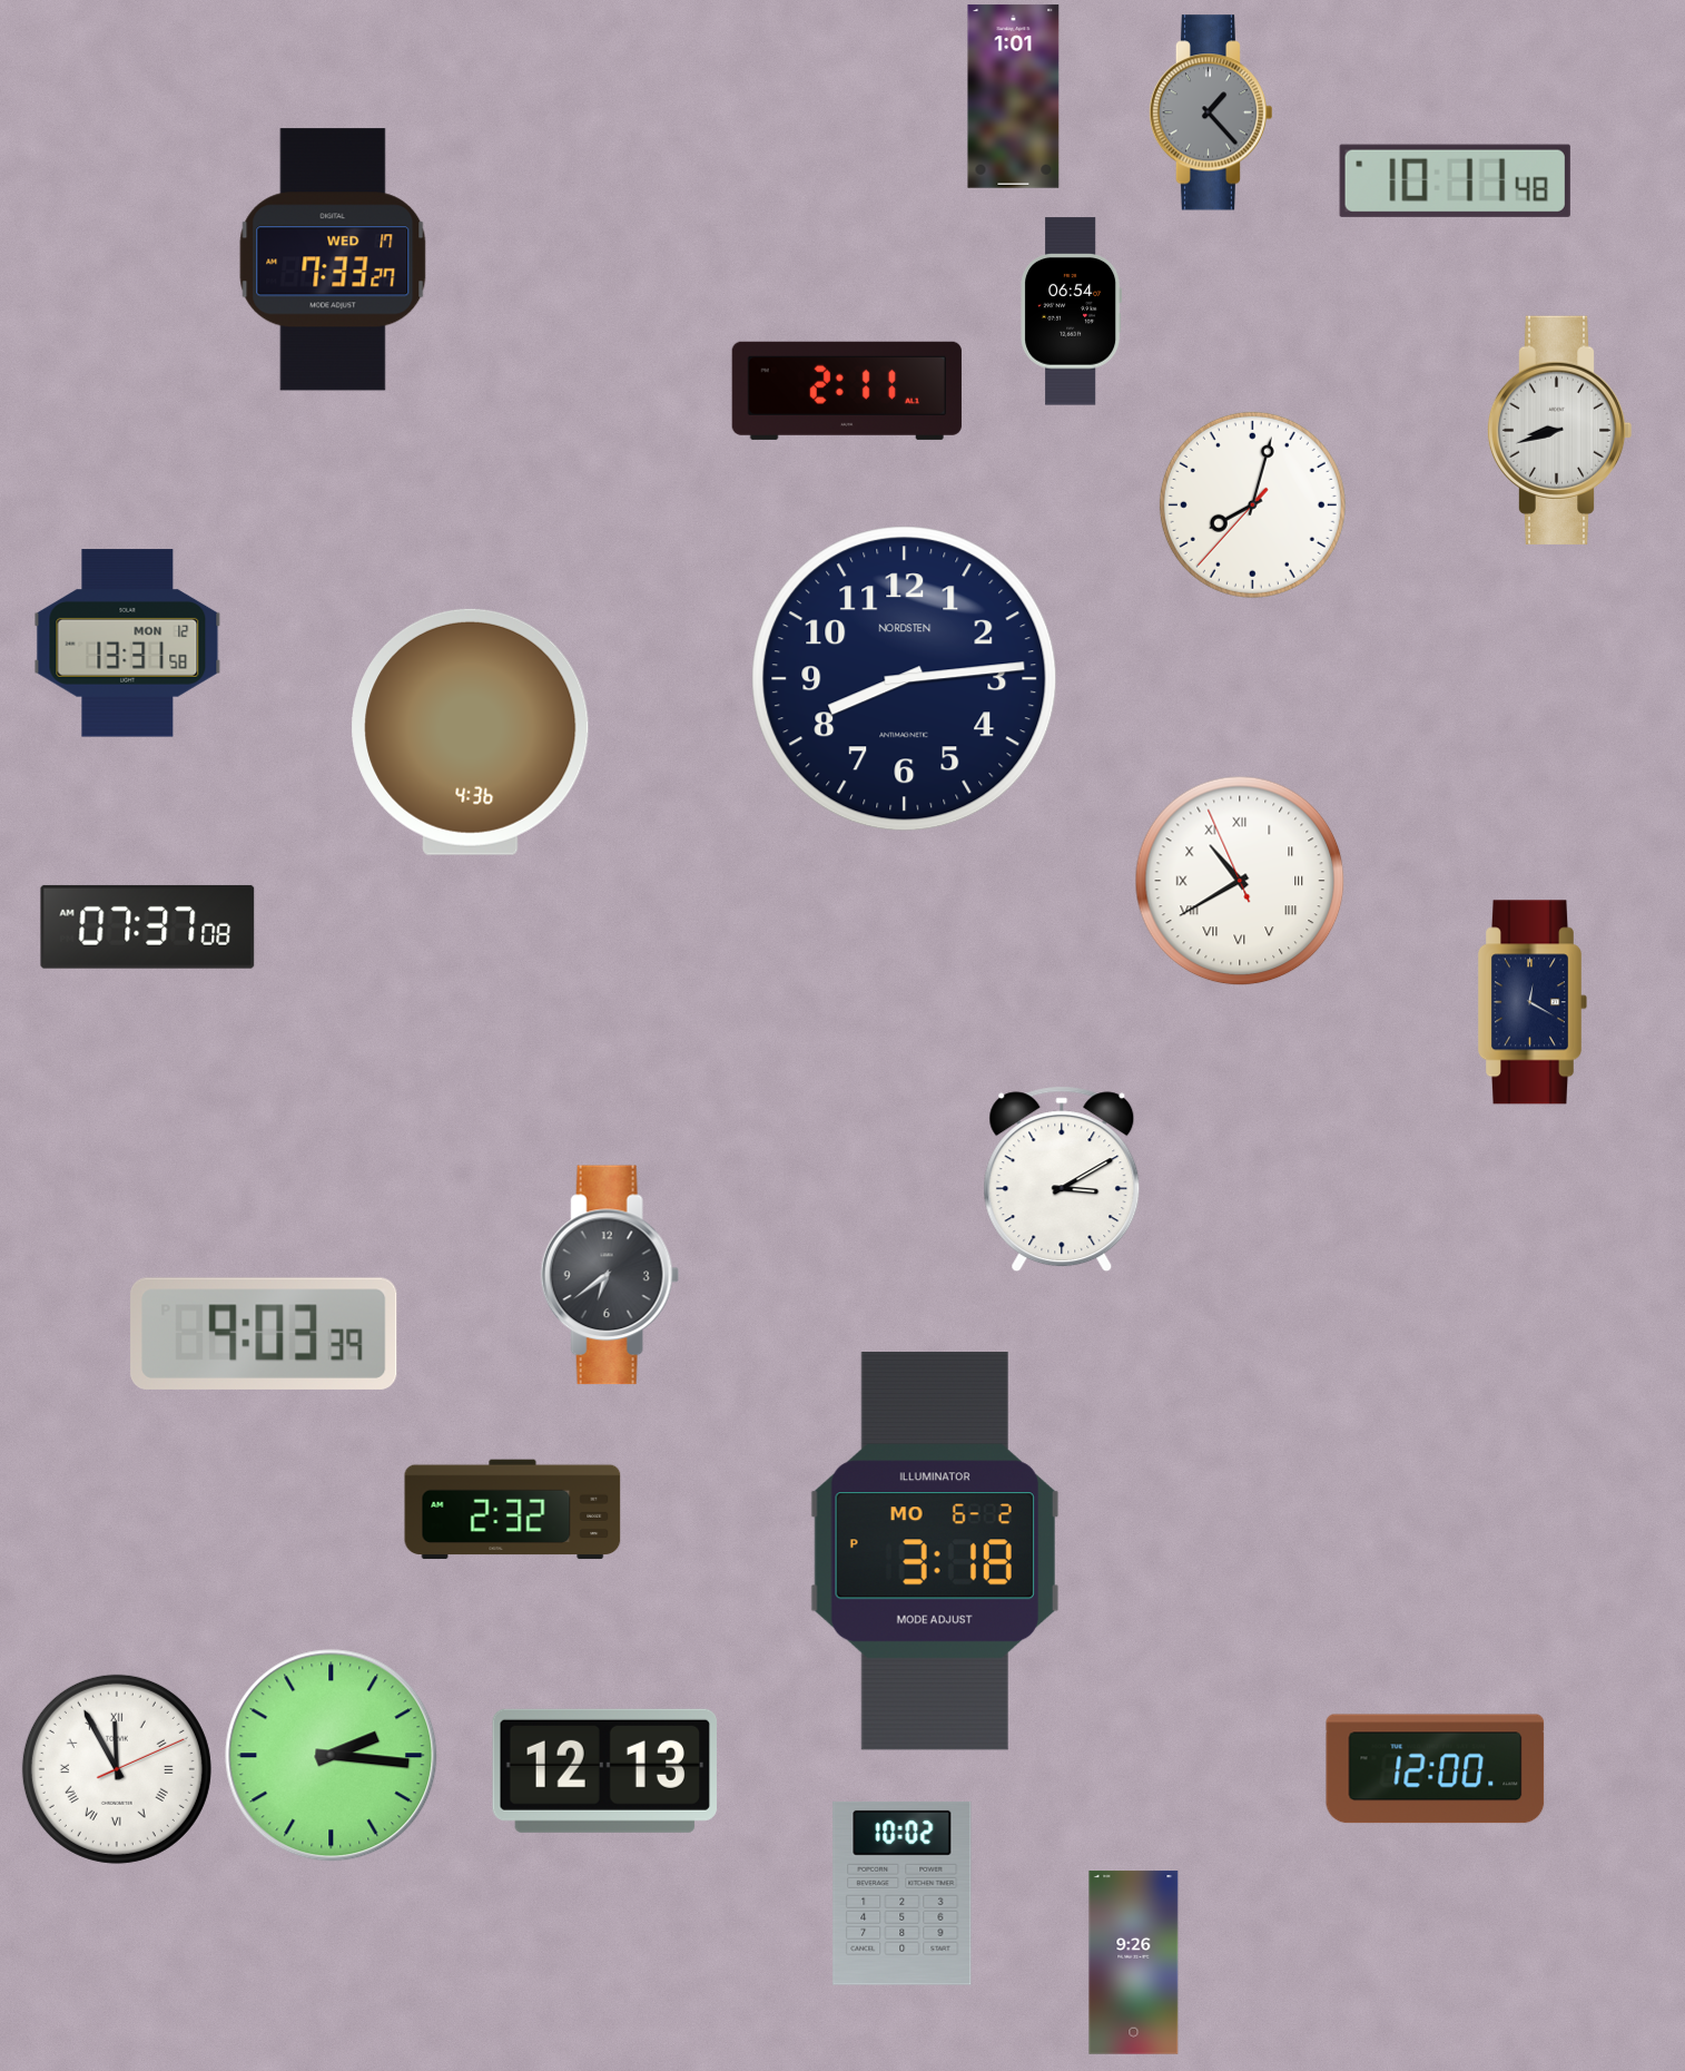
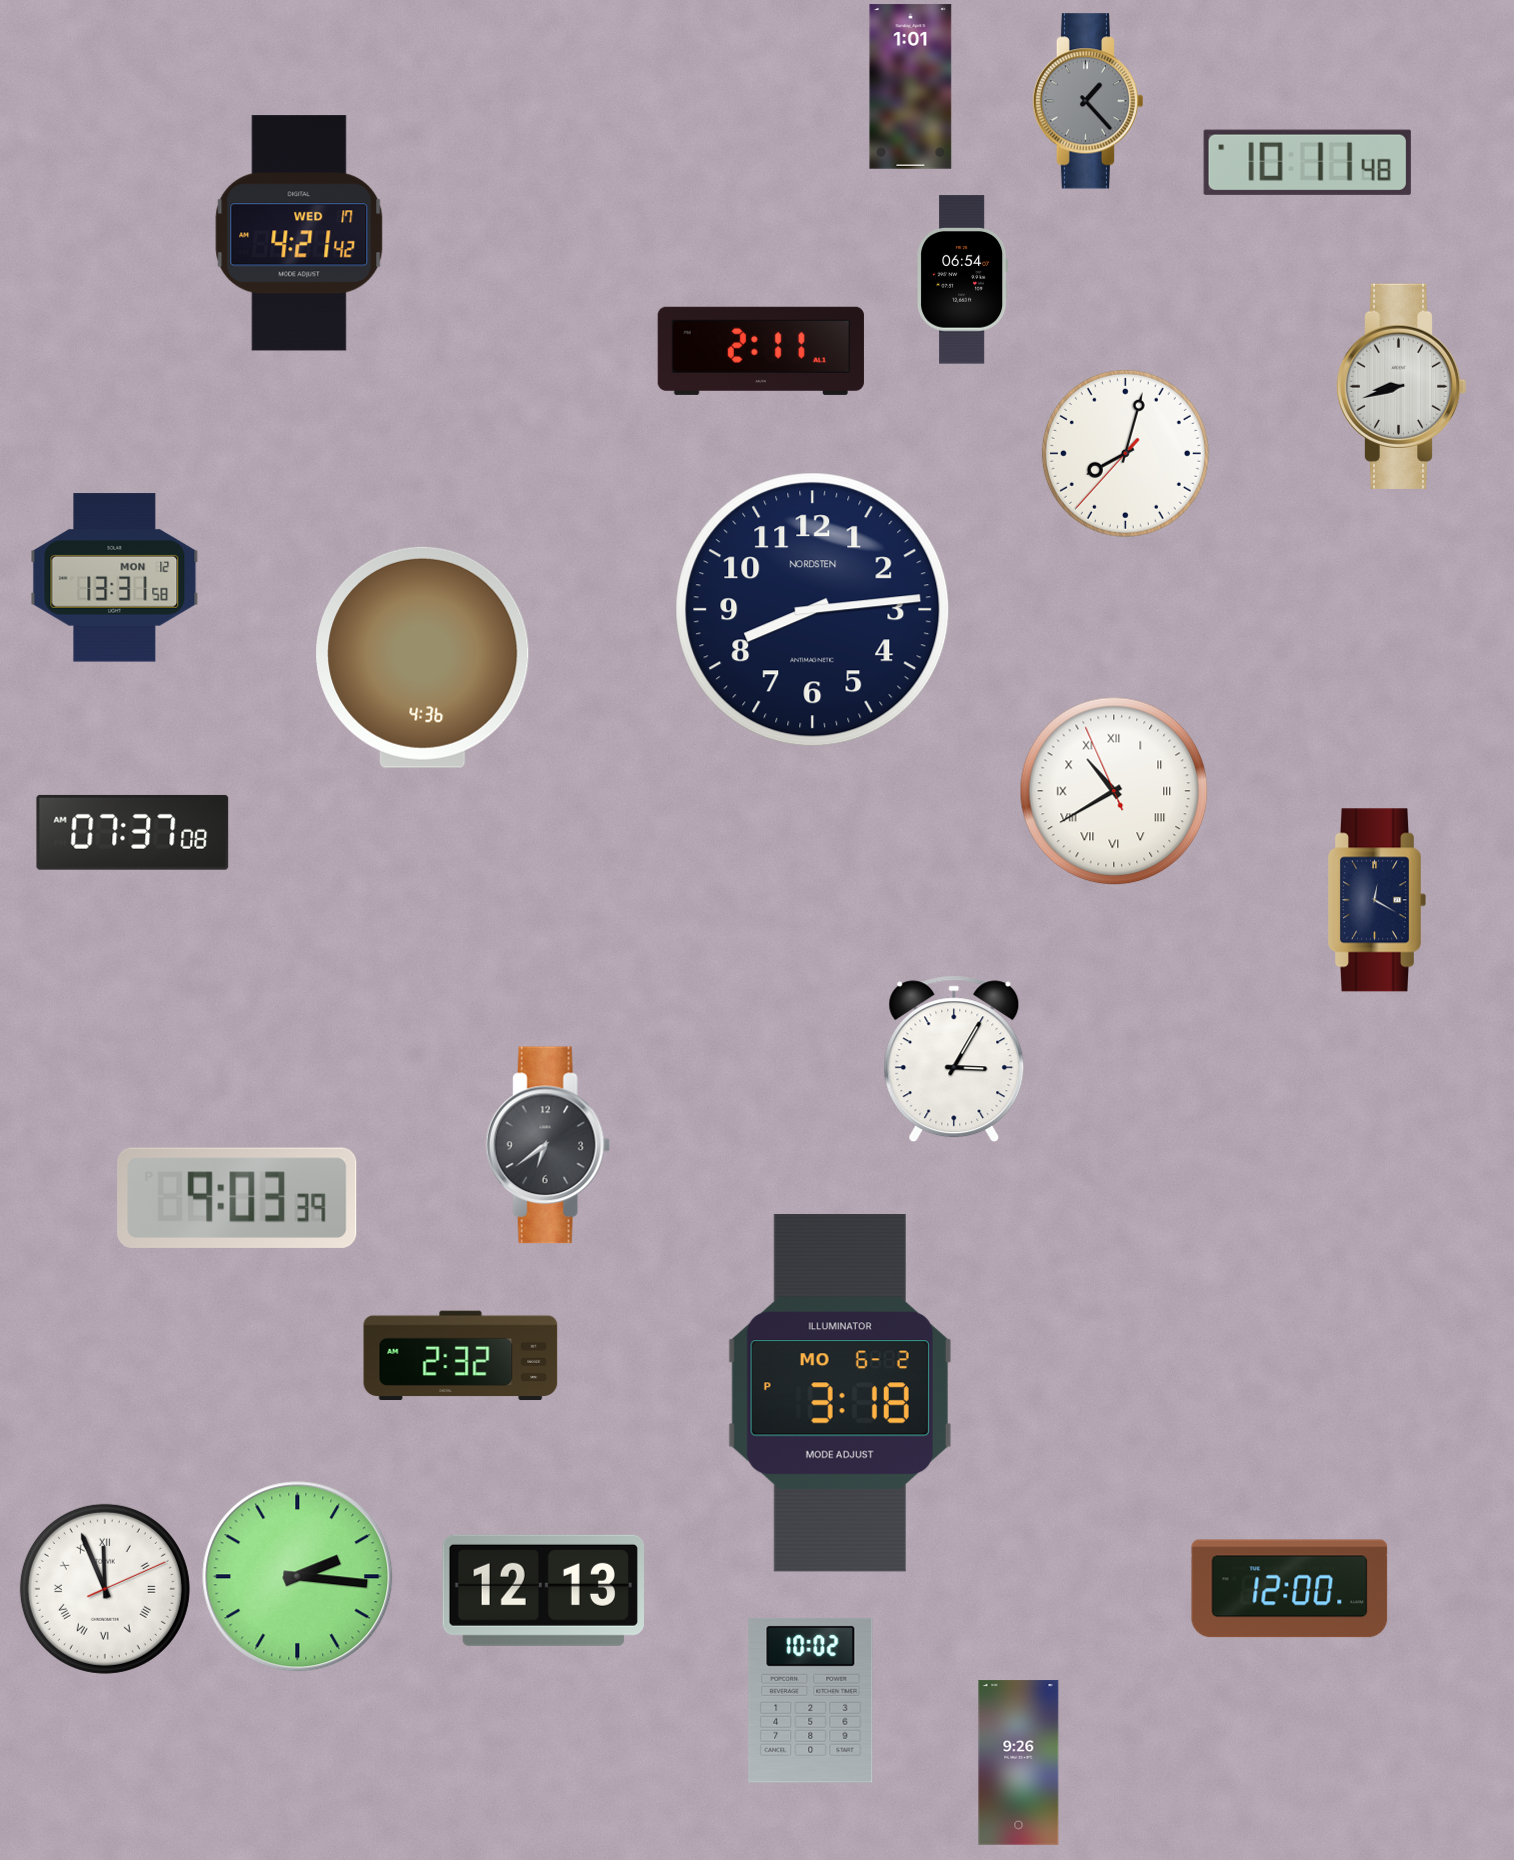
clock at (333, 259): 7:33 -> 4:21
clock at (1062, 1179): 3:10 -> 3:05
clock at (117, 1769): 11:55 -> 11:56
